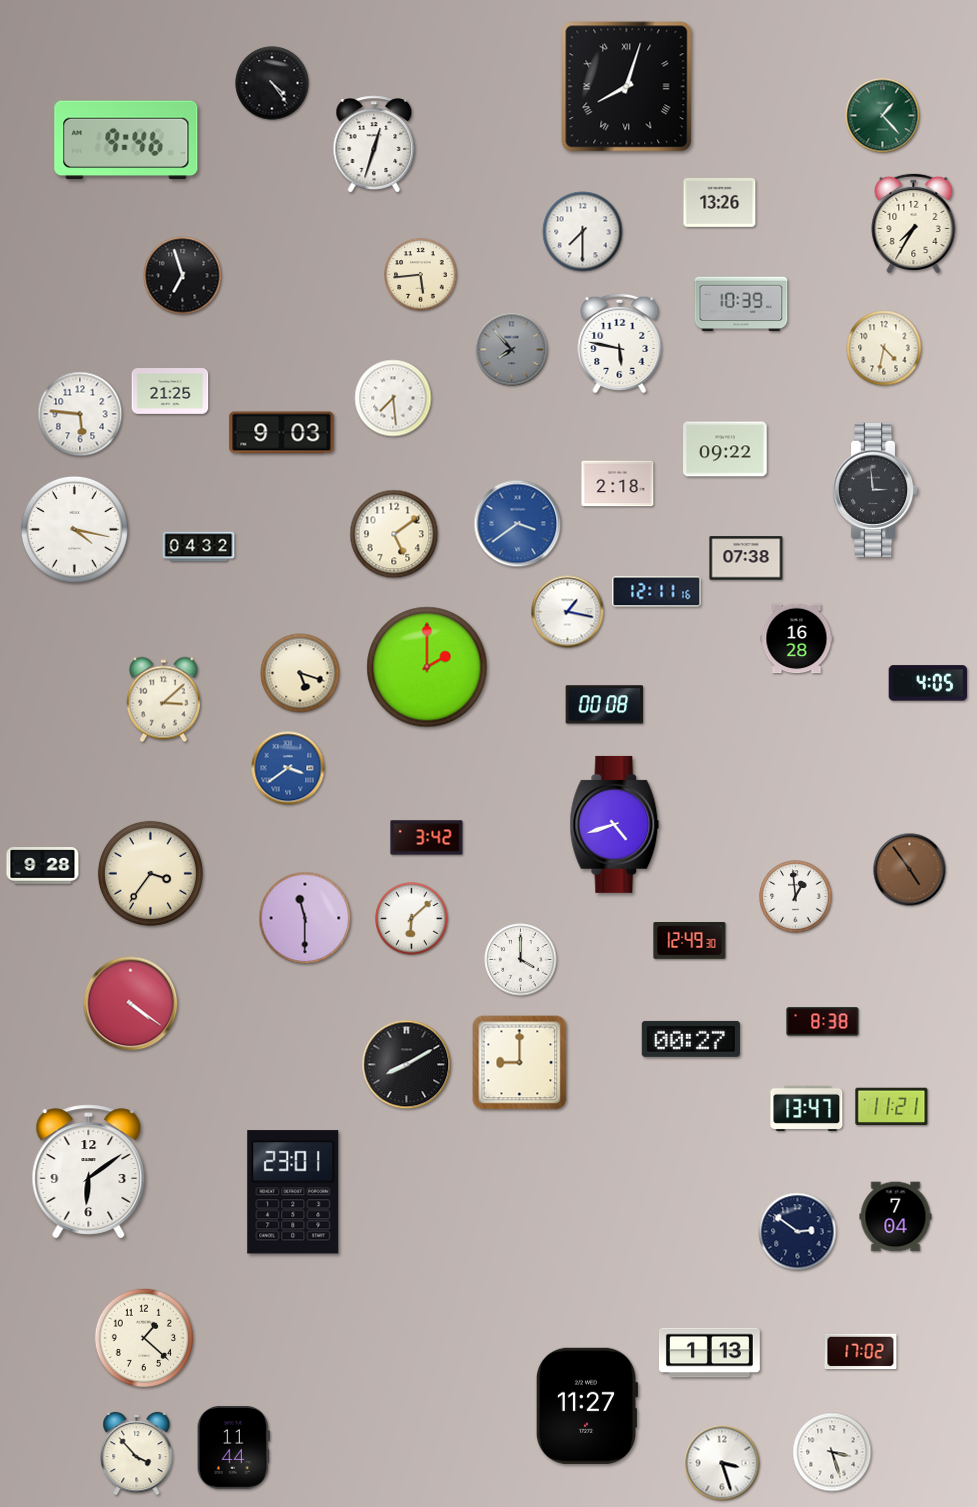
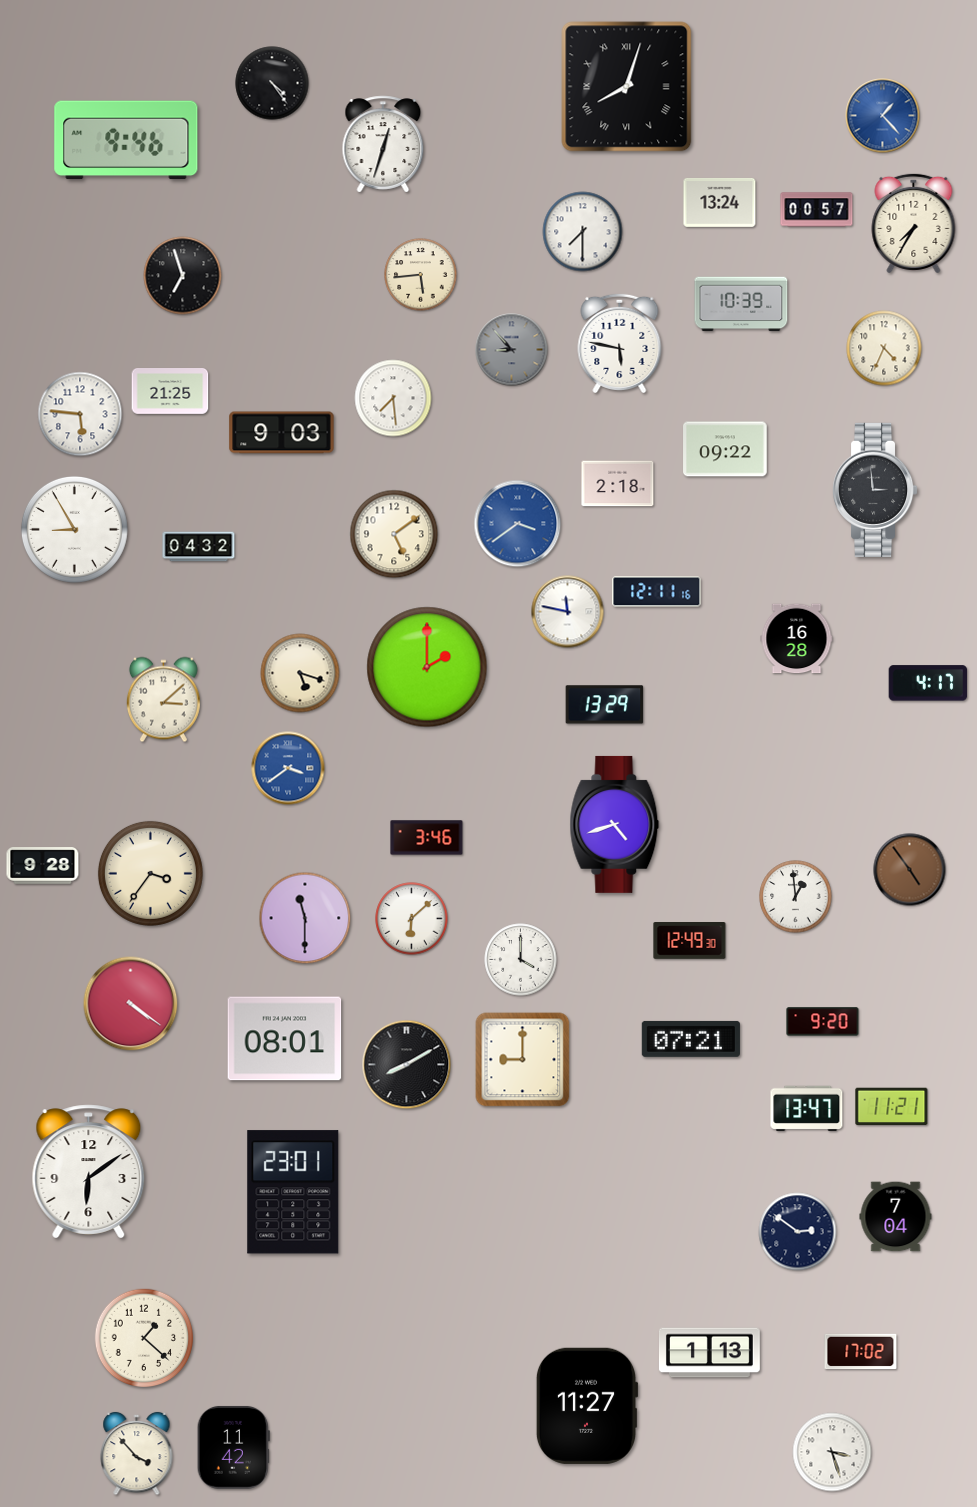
clock at (883, 116) dial: green -> blue
clock at (374, 144) position: (374, 144) -> (383, 144)
clock at (720, 202): 13:26 -> 13:24
clock at (817, 210): none -> 00:57
clock at (884, 348): 4:32 -> 4:34
clock at (512, 350): 7:53 -> 8:53
clock at (74, 529): 4:17 -> 8:55
clock at (746, 558): 07:38 -> none
clock at (568, 612): 1:17 -> 11:47
clock at (928, 683): 4:05 -> 4:17
clock at (605, 705): 00:08 -> 13:29
clock at (427, 838): 3:42 -> 3:46
clock at (823, 1022): 8:38 -> 9:20
clock at (285, 1039): none -> 08:01
clock at (691, 1039): 00:27 -> 07:21
clock at (520, 1063) position: (520, 1063) -> (523, 1060)
clock at (233, 1447): 11:44 -> 11:42
clock at (722, 1463): 3:27 -> none
